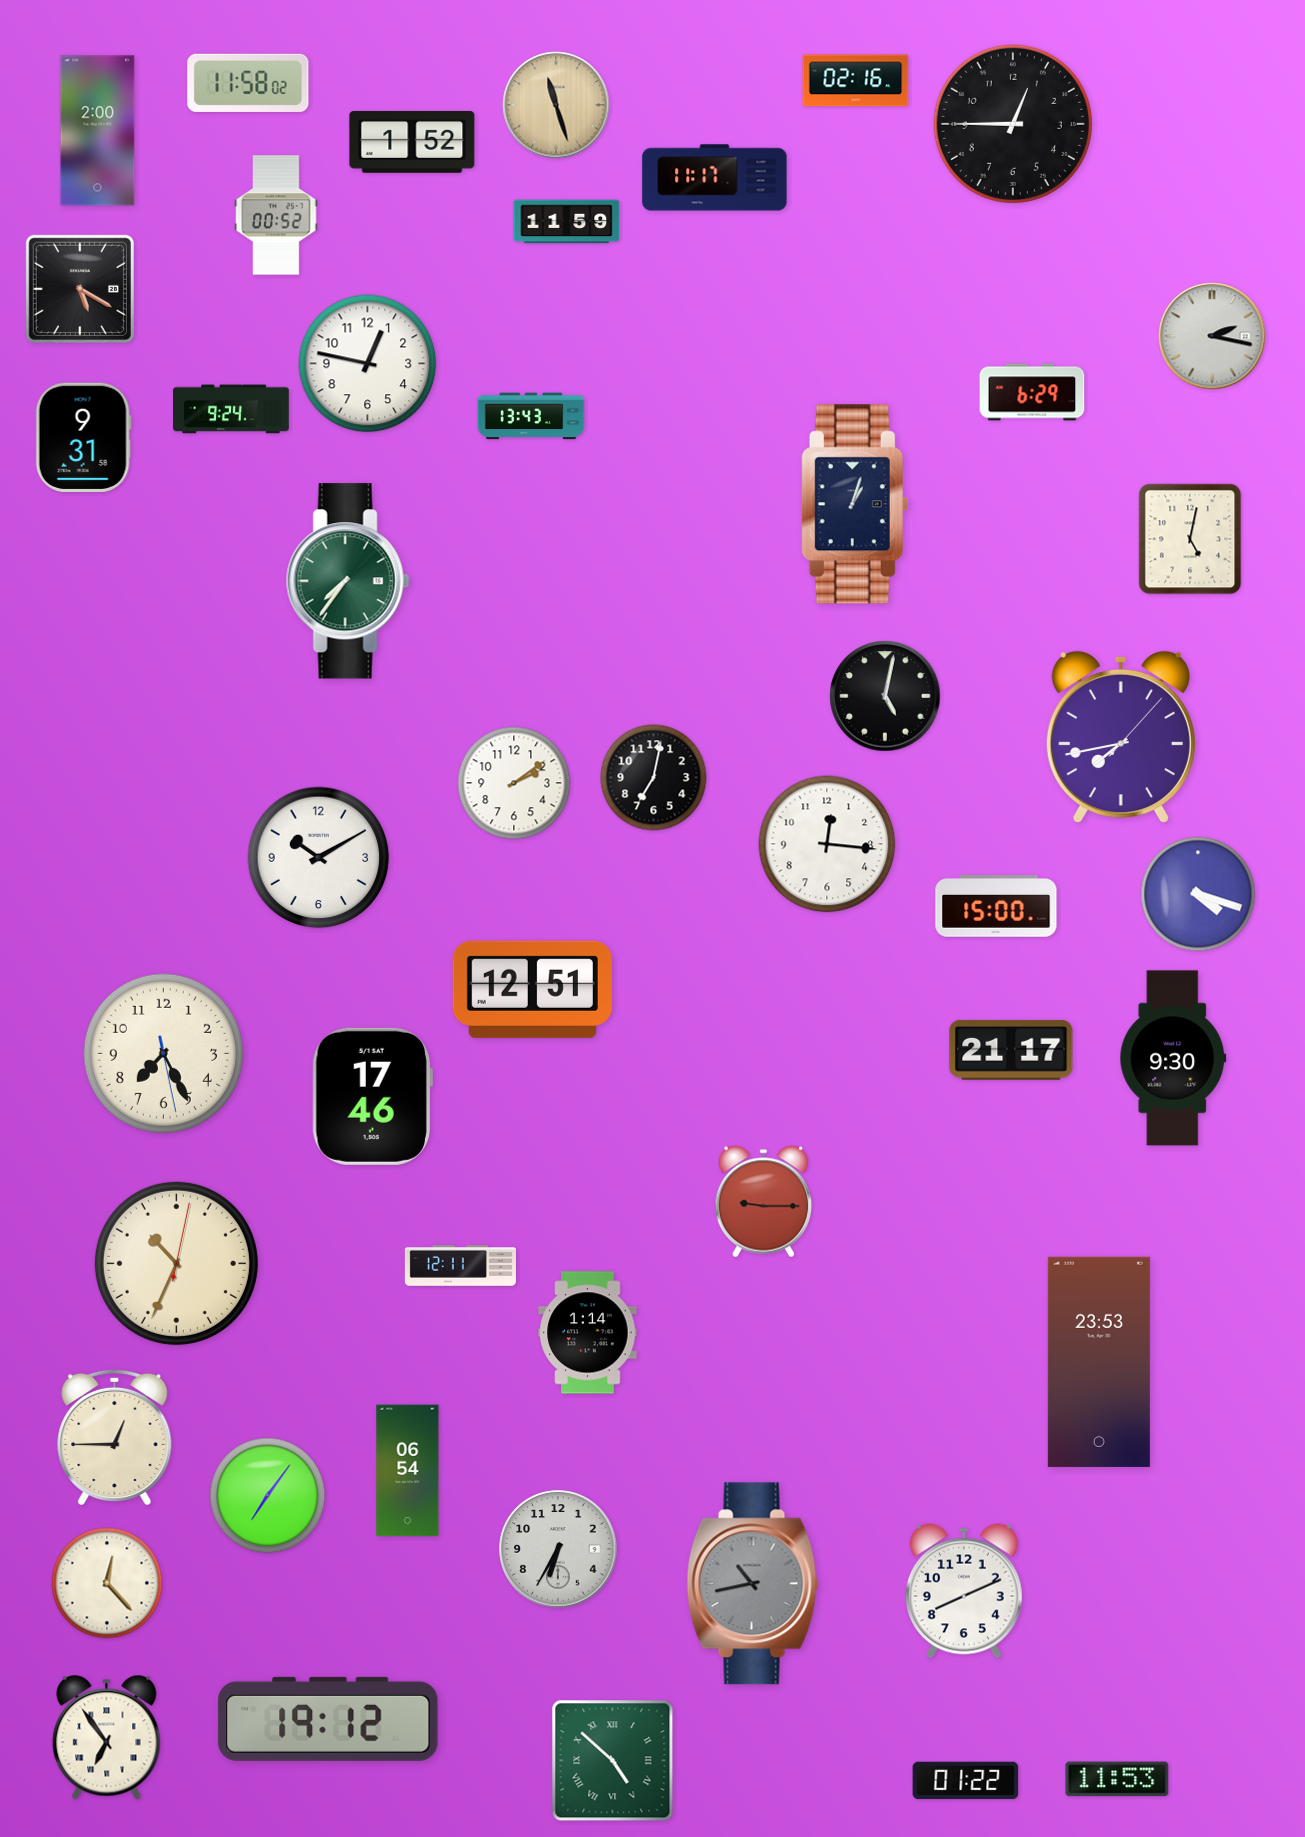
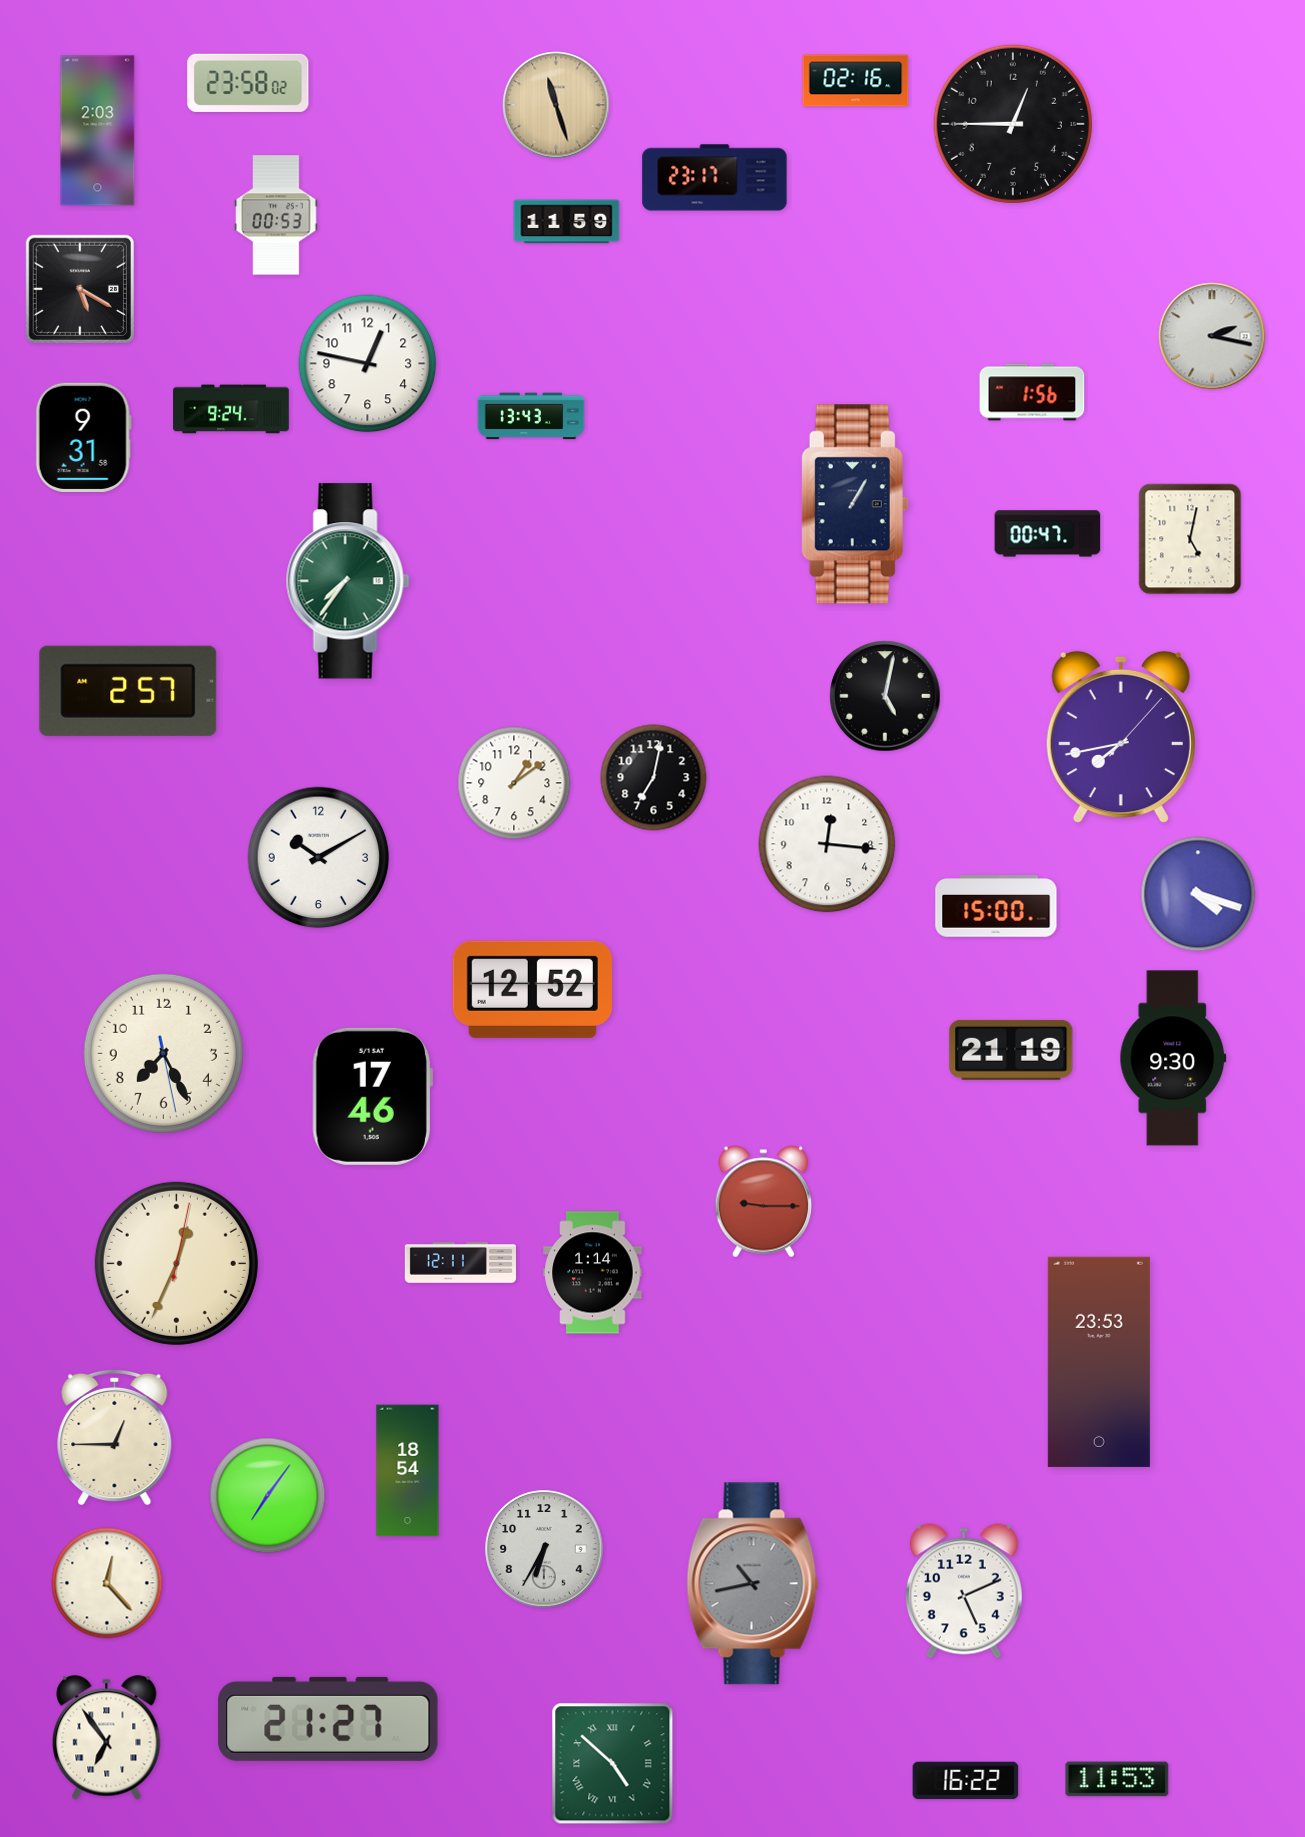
clock at (248, 83): 11:58 -> 23:58
clock at (98, 131): 2:00 -> 2:03
clock at (412, 142): 1:52 -> none
clock at (715, 178): 11:17 -> 23:17
clock at (276, 215): 00:52 -> 00:53
clock at (1032, 392): 6:29 -> 1:56
clock at (855, 504): 1:03 -> 1:05
clock at (1048, 534): none -> 00:47
clock at (128, 691): none -> 2:57
clock at (514, 783): 2:09 -> 1:09
clock at (532, 989): 12:51 -> 12:52
clock at (1011, 1050): 21:17 -> 21:19
clock at (176, 1263): 10:34 -> 12:34
clock at (460, 1266) position: (460, 1266) -> (460, 1263)
clock at (588, 1333) position: (588, 1333) -> (593, 1273)
clock at (408, 1471): 06:54 -> 18:54
clock at (558, 1549) position: (558, 1549) -> (544, 1549)
clock at (964, 1591): 8:11 -> 5:11
clock at (328, 1719): 19:12 -> 21:27
clock at (613, 1761) position: (613, 1761) -> (613, 1764)
clock at (966, 1781): 01:22 -> 16:22
